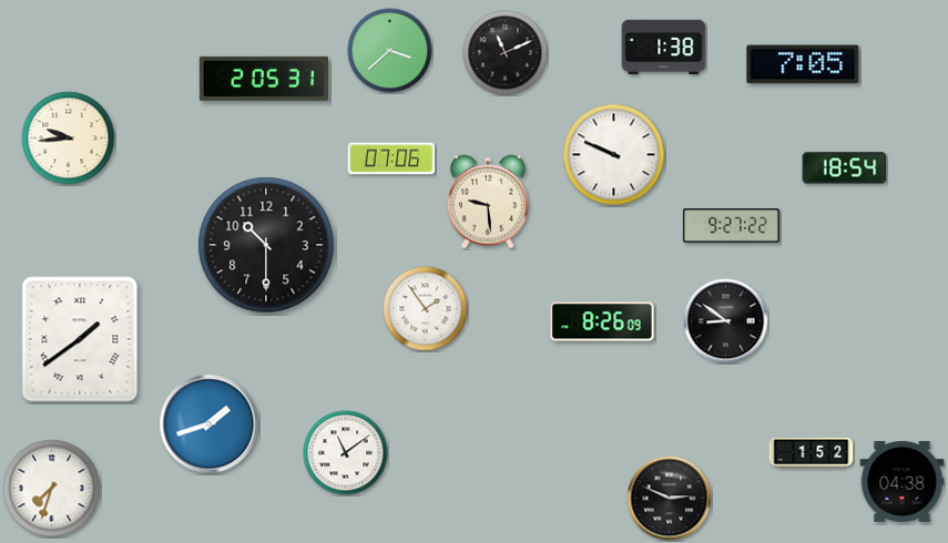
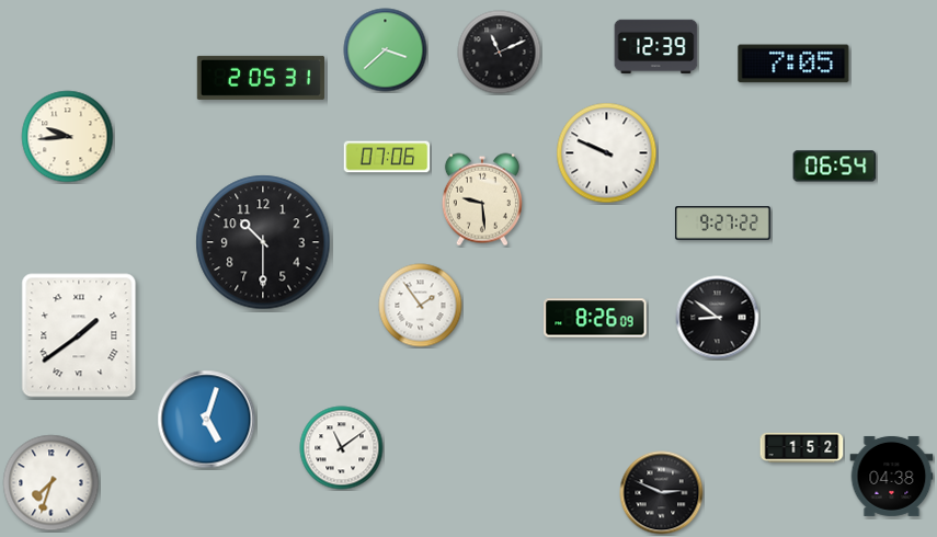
clock at (664, 48): 1:38 -> 12:39
clock at (845, 168): 18:54 -> 06:54
clock at (210, 424): 1:42 -> 5:03
